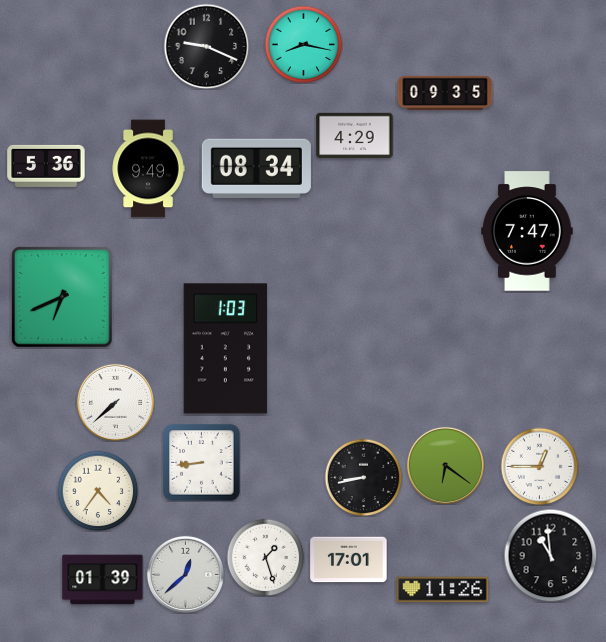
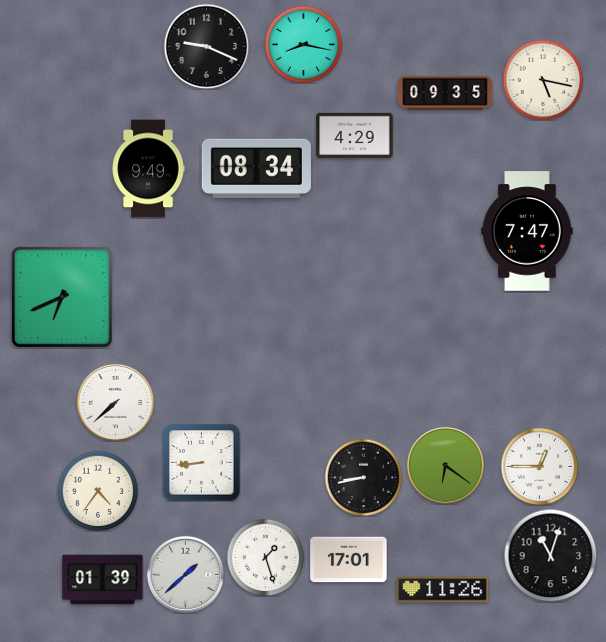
clock at (543, 80): none -> 5:17
clock at (46, 166): 5:36 -> none
clock at (226, 349): 1:03 -> none
clock at (550, 555): 10:59 -> 11:03
clock at (185, 574): 12:38 -> 1:38
